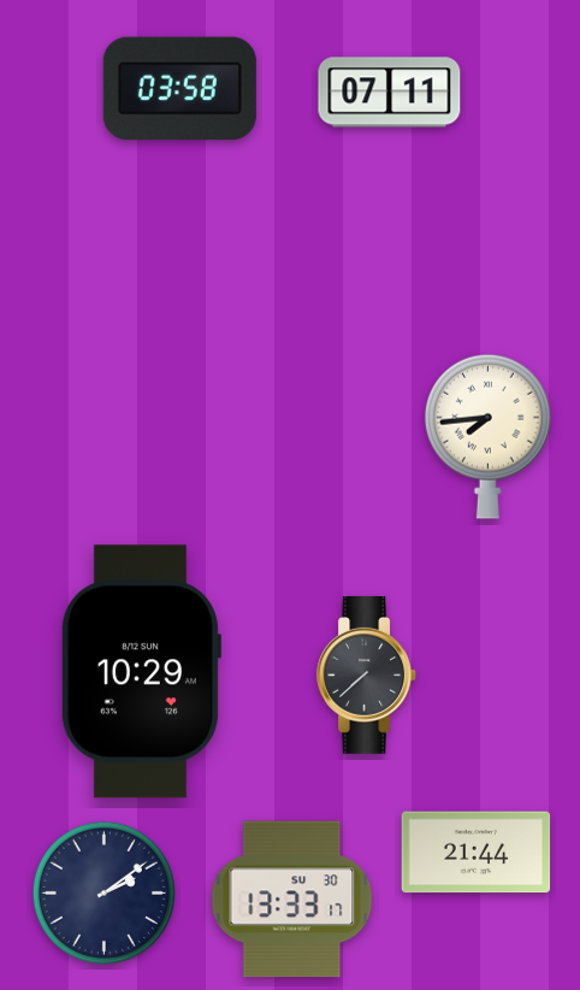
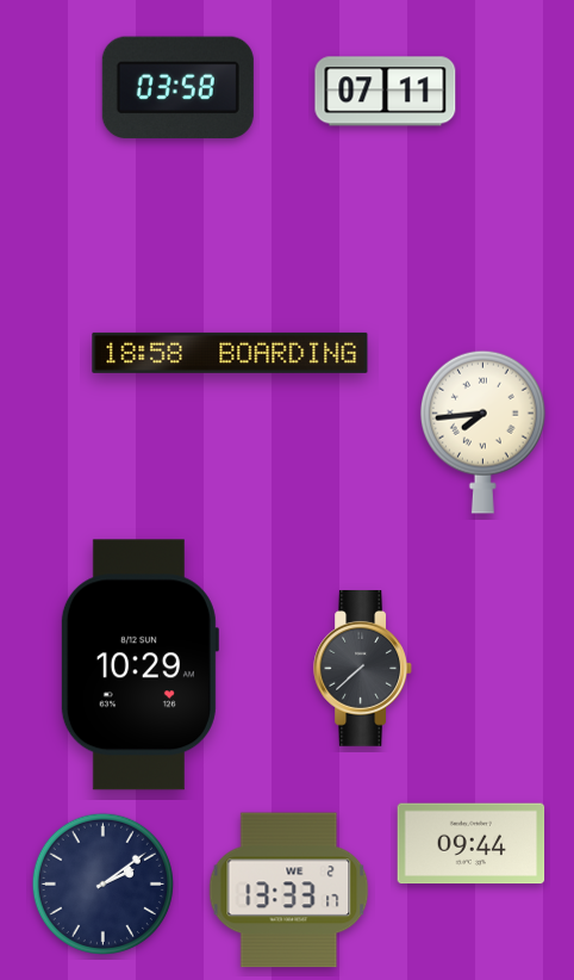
clock at (230, 353): none -> 18:58
clock at (477, 853): 21:44 -> 09:44
clock at (292, 900) date: SU 30 -> WE 2
